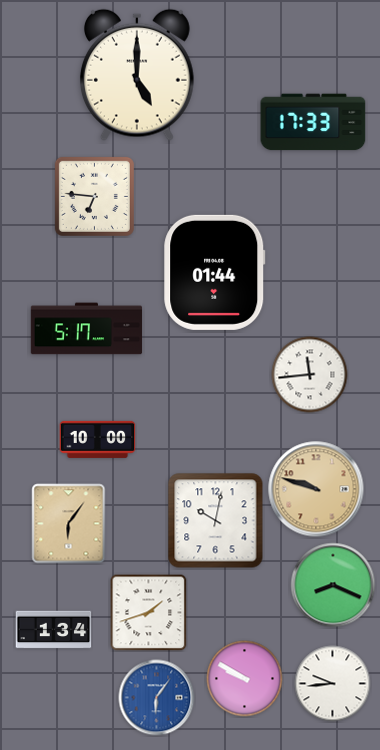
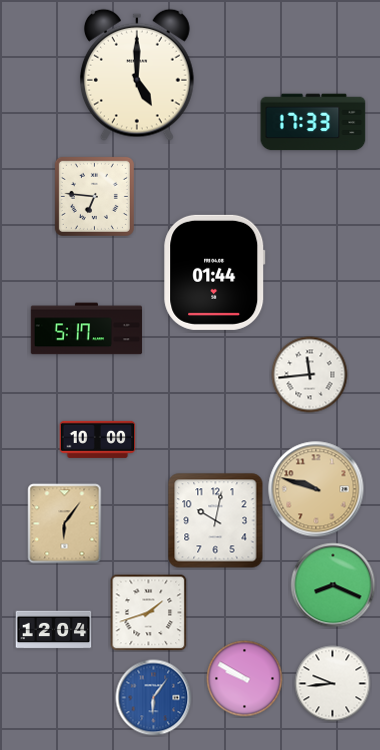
clock at (69, 524) position: (69, 524) -> (65, 524)
clock at (54, 630): 1:34 -> 12:04
clock at (157, 698) position: (157, 698) -> (154, 698)
